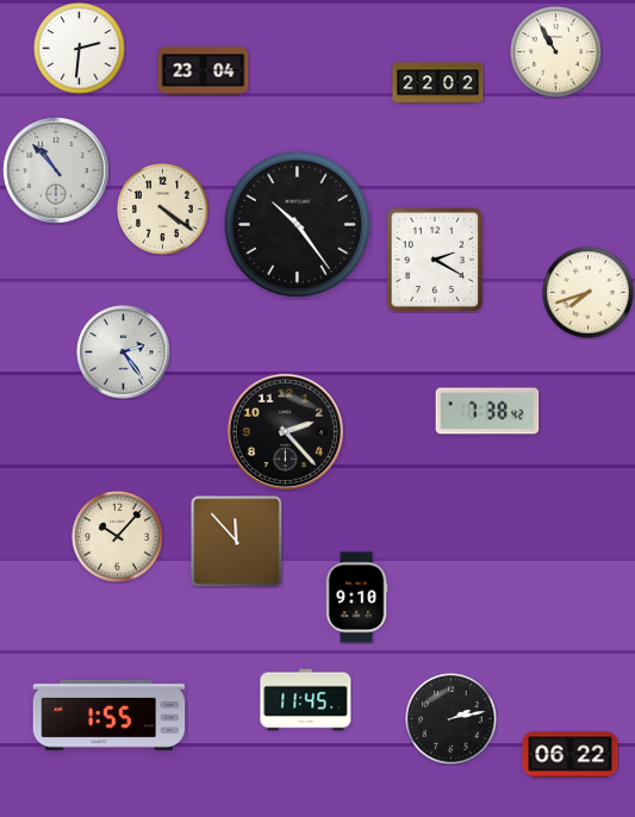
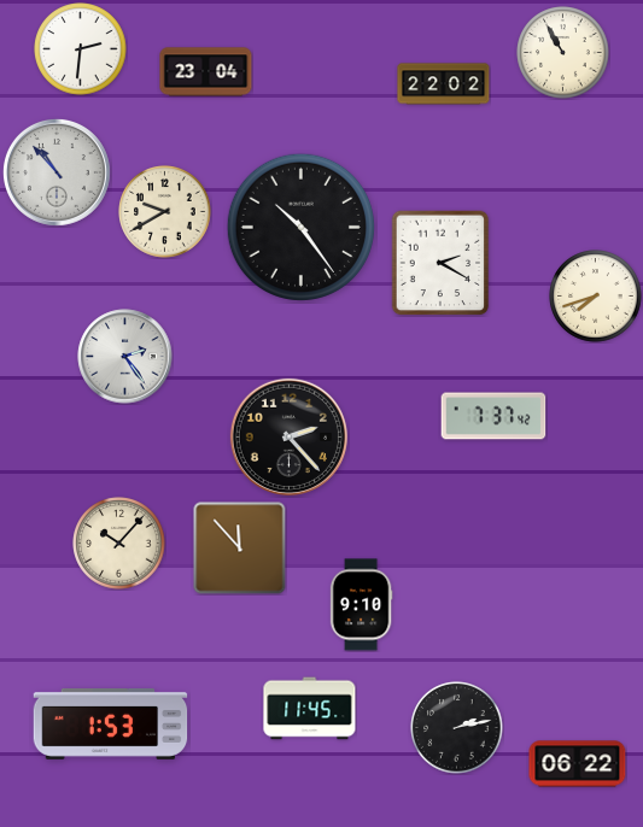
clock at (163, 210): 4:21 -> 9:40
clock at (487, 411): 7:38 -> 7:37
clock at (110, 716): 1:55 -> 1:53
